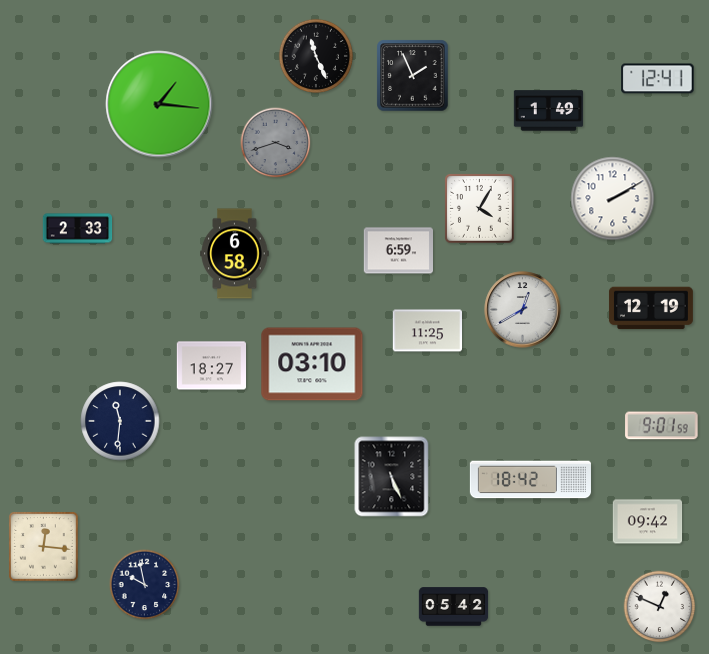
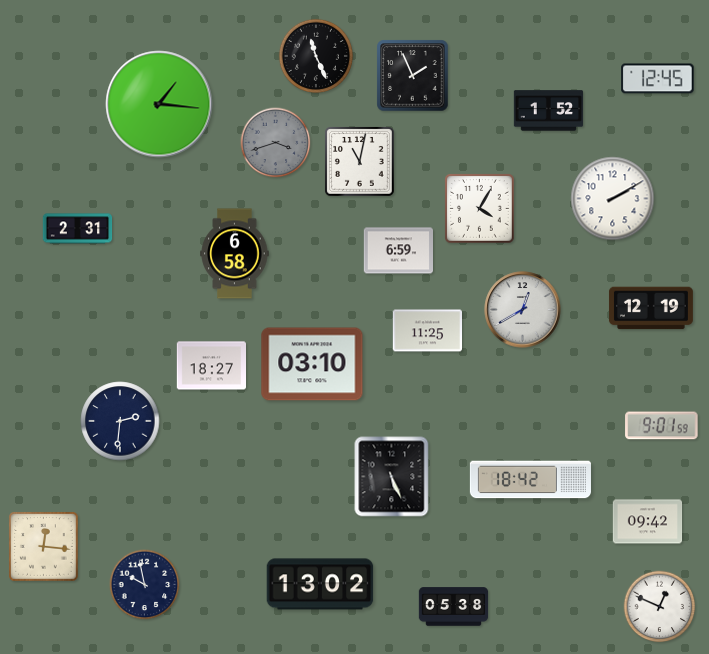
clock at (658, 79): 12:41 -> 12:45
clock at (549, 111): 1:49 -> 1:52
clock at (360, 162): none -> 11:02
clock at (78, 229): 2:33 -> 2:31
clock at (120, 421): 11:31 -> 2:31
clock at (320, 584): none -> 13:02
clock at (454, 607): 05:42 -> 05:38
